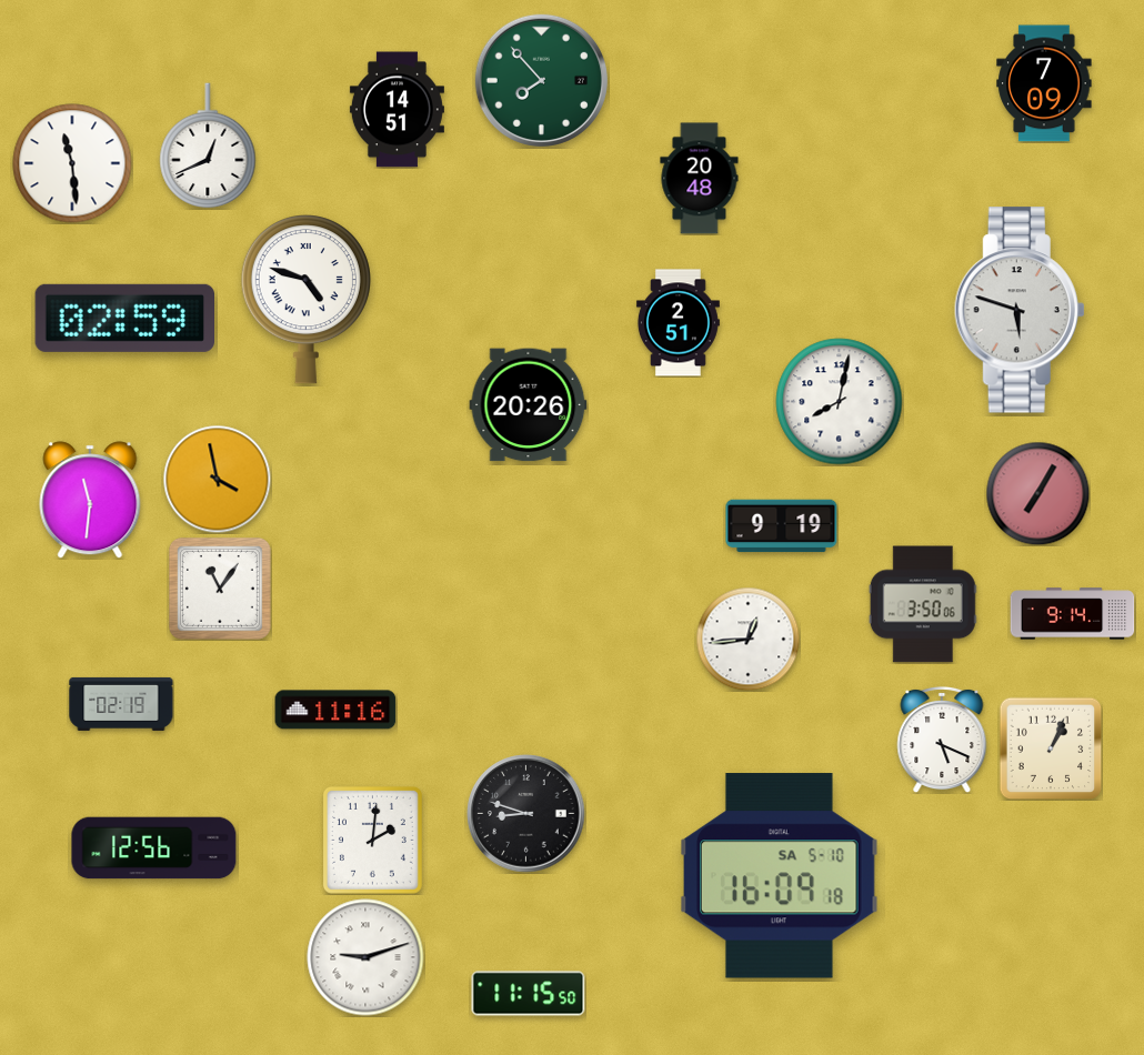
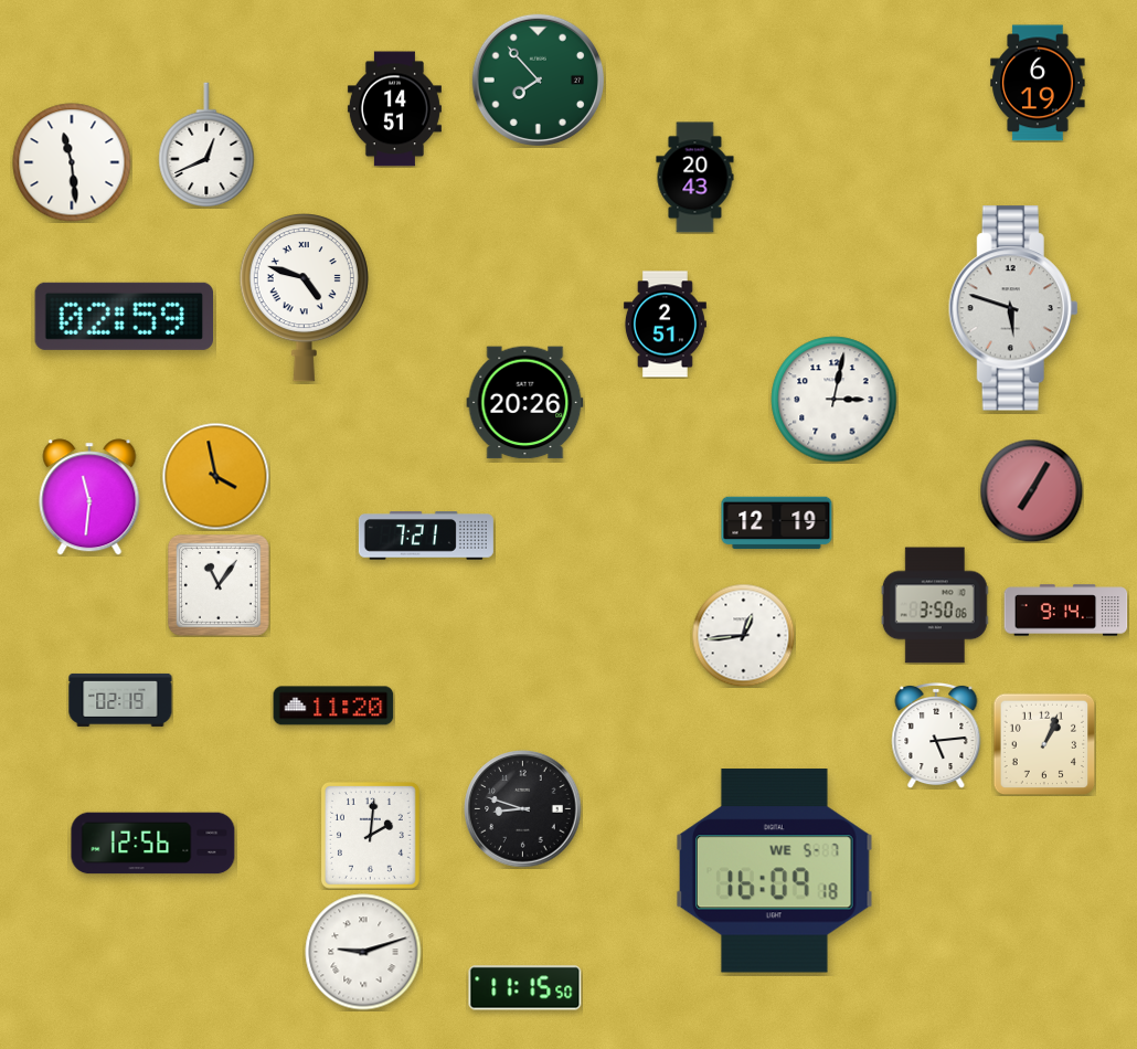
clock at (1044, 83): 7:09 -> 6:19
clock at (700, 179): 20:48 -> 20:43
clock at (678, 323) position: (678, 323) -> (665, 325)
clock at (840, 402): 8:02 -> 3:02
clock at (782, 526): 9:19 -> 12:19
clock at (426, 536): none -> 7:21
clock at (923, 604) position: (923, 604) -> (935, 605)
clock at (335, 710): 11:16 -> 11:20
clock at (942, 740): 5:19 -> 5:14
clock at (780, 876) date: SA 5-10 -> WE 5-7
